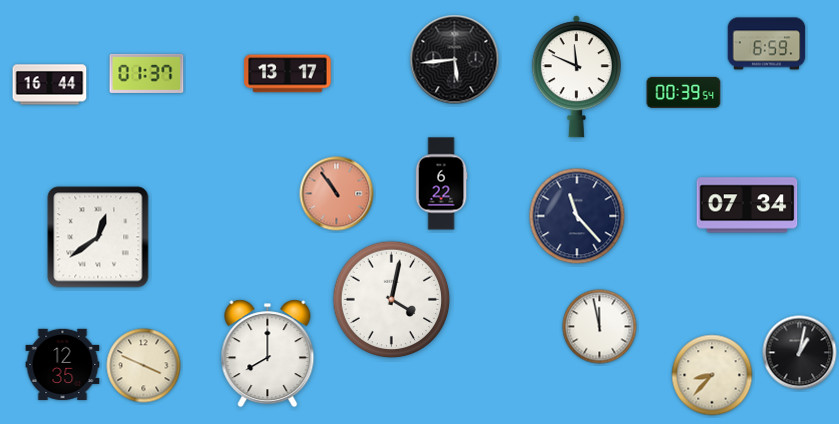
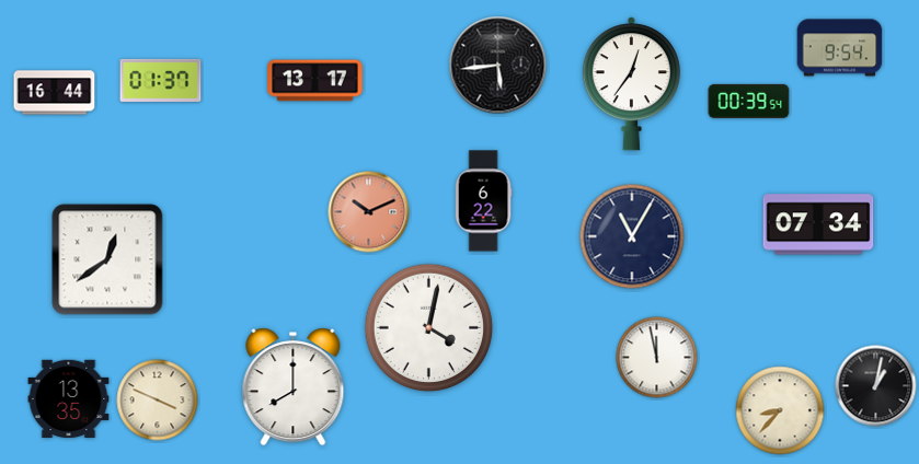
clock at (767, 44): 6:59 -> 9:54
clock at (576, 77): 11:49 -> 12:36
clock at (337, 194): 10:54 -> 10:11
clock at (577, 216): 11:23 -> 11:05
clock at (63, 365): 12:35 -> 13:35
